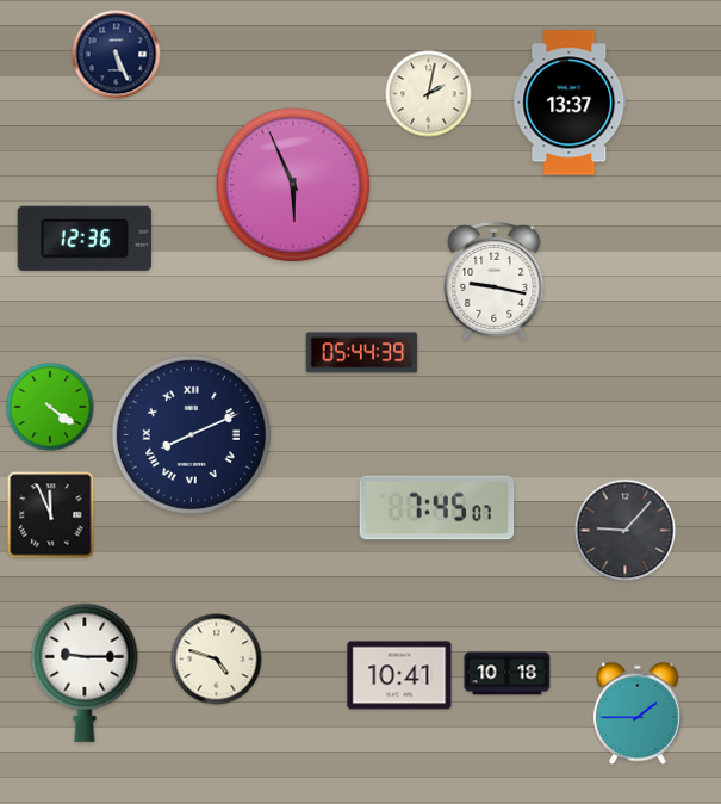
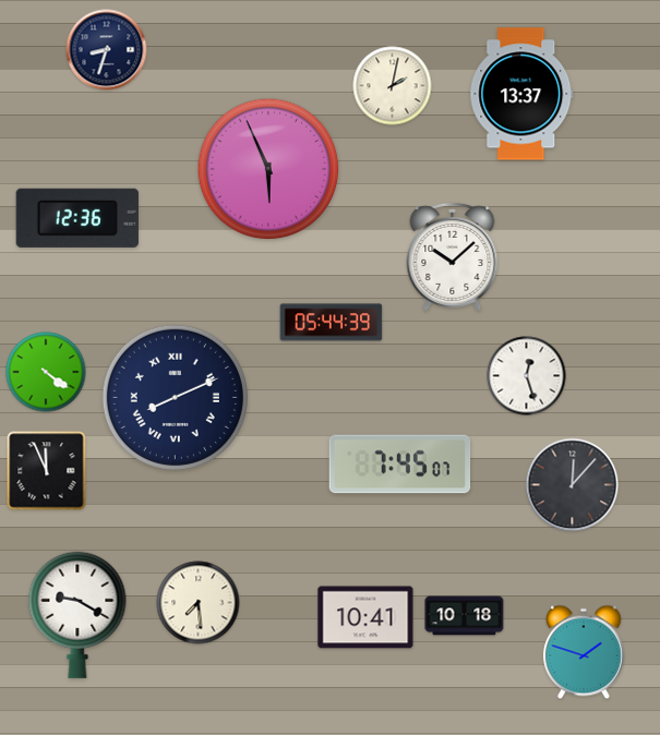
clock at (117, 55): 5:26 -> 8:33
clock at (495, 280): 9:17 -> 10:08
clock at (527, 376): none -> 12:27
clock at (626, 531): 9:07 -> 12:07
clock at (217, 660): 4:48 -> 7:29
clock at (85, 673): 9:15 -> 9:20
clock at (638, 713): 1:45 -> 1:48
